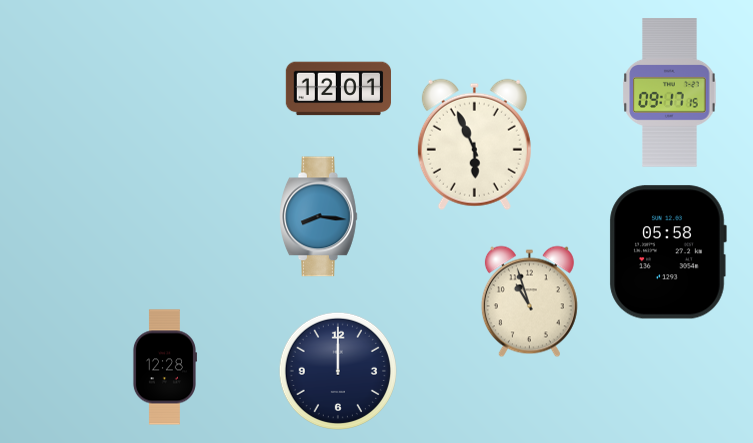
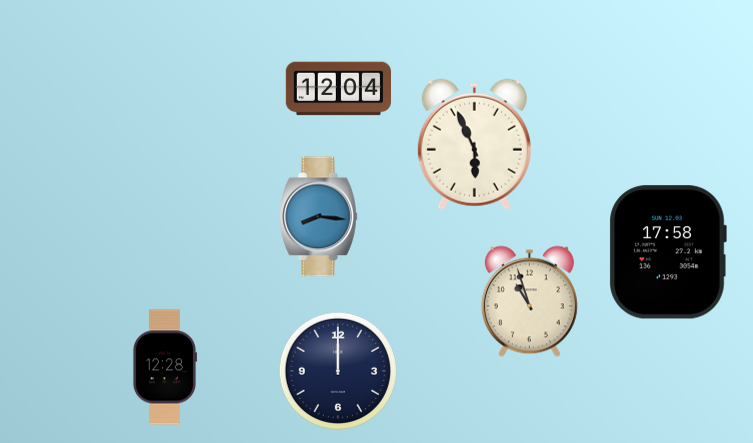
clock at (338, 89): 12:01 -> 12:04
clock at (670, 93): 09:17 -> none
clock at (668, 252): 05:58 -> 17:58
